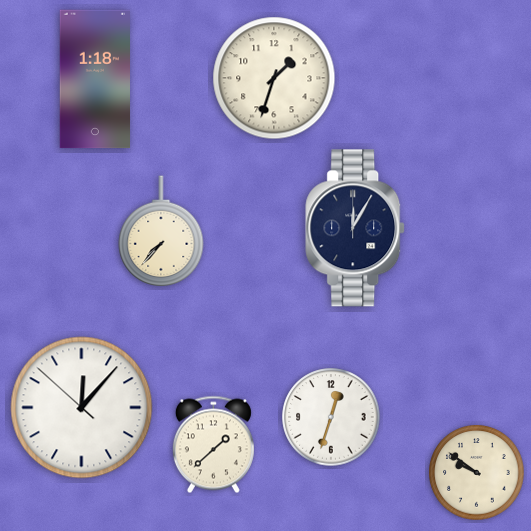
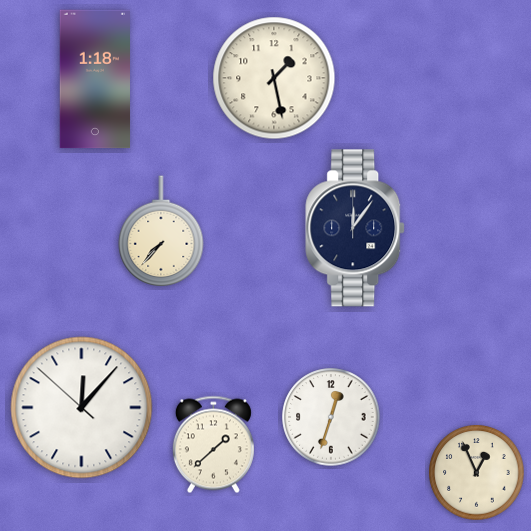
clock at (274, 78): 1:33 -> 1:28
clock at (356, 228): 12:05 -> 12:06
clock at (477, 473): 9:51 -> 12:56
